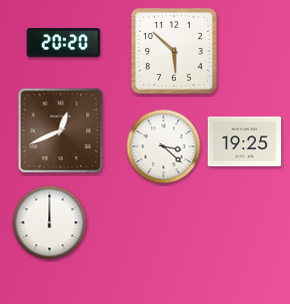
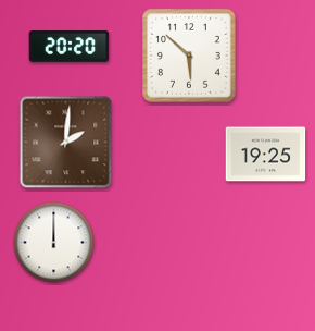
clock at (61, 131): 12:41 -> 2:01
clock at (164, 147): 3:22 -> none
